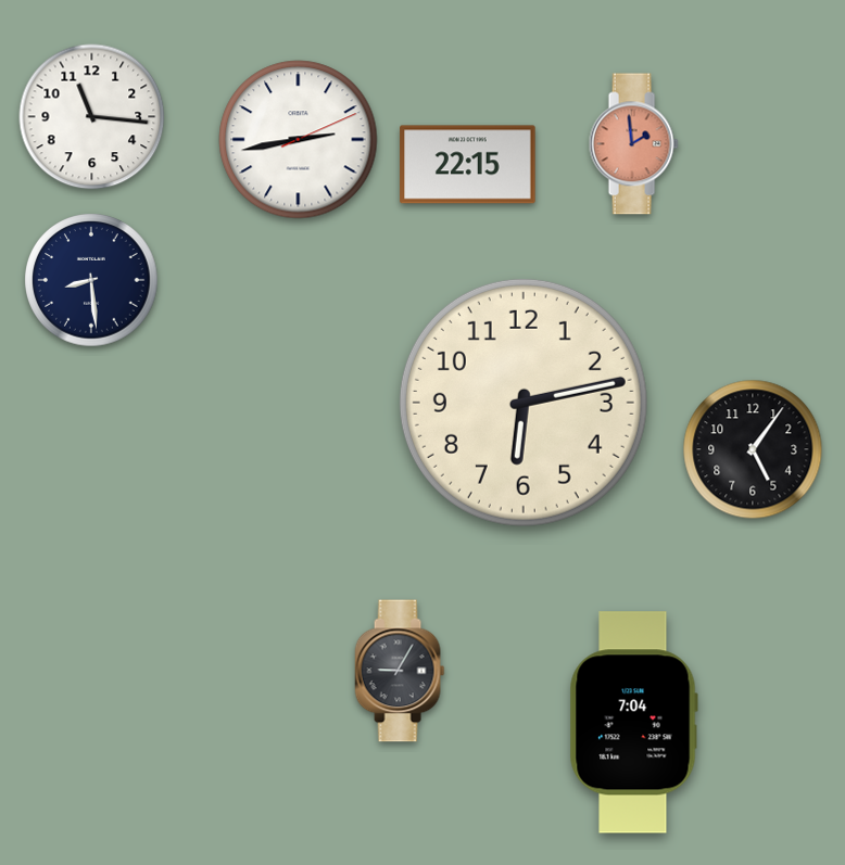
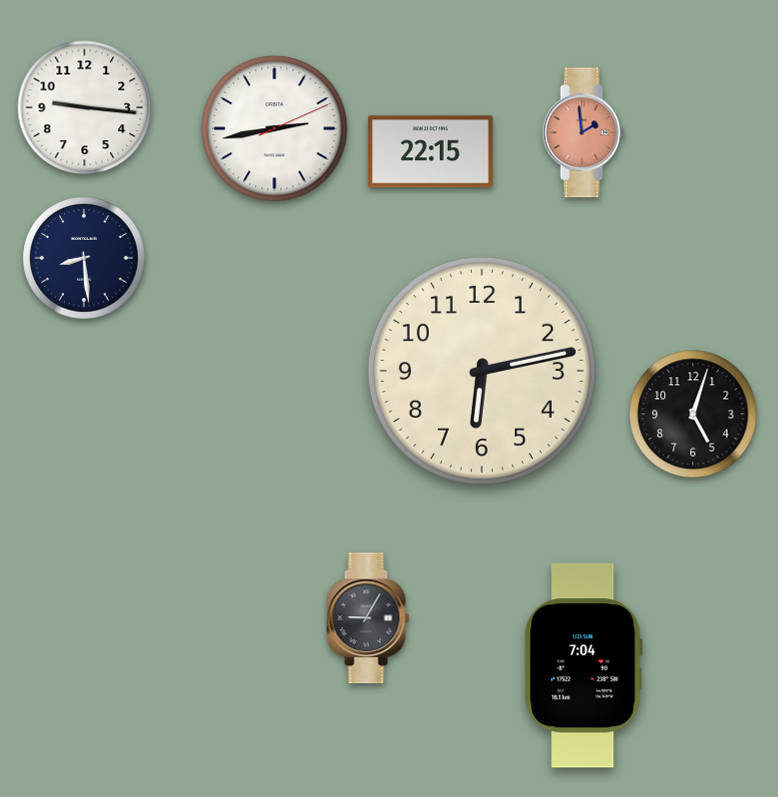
clock at (92, 117): 11:16 -> 9:16
clock at (753, 449): 5:06 -> 5:03
